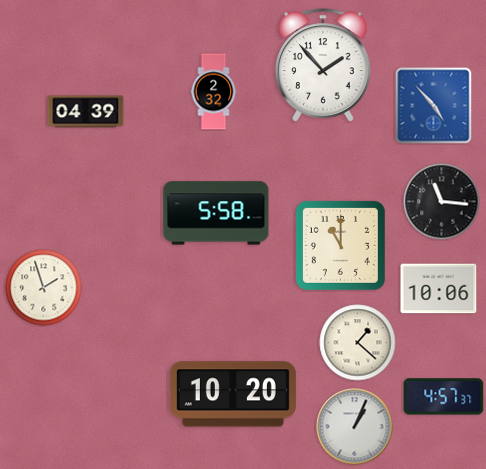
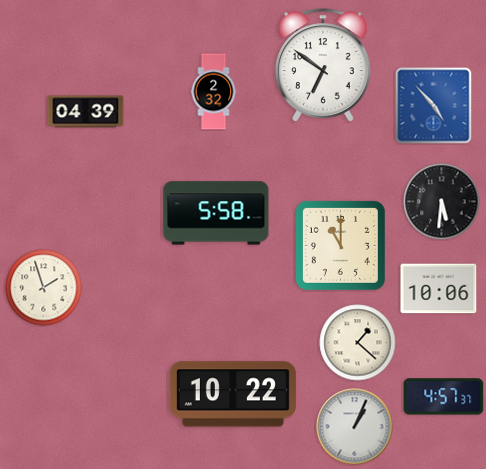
clock at (324, 65): 1:53 -> 6:51
clock at (442, 202): 11:16 -> 5:31
clock at (233, 394): 10:20 -> 10:22
